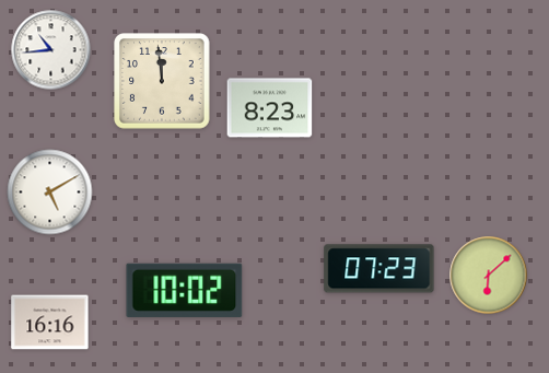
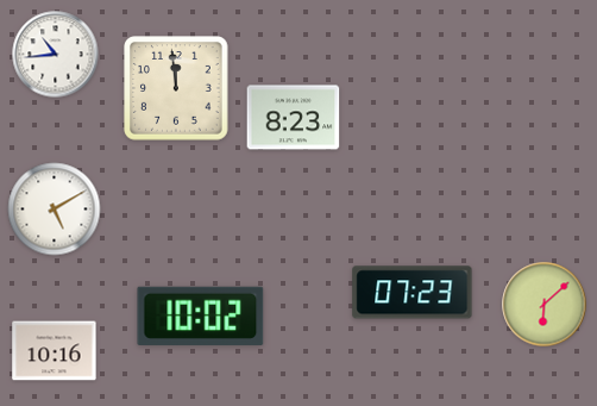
clock at (489, 276) position: (489, 276) -> (545, 305)
clock at (50, 323): 16:16 -> 10:16
